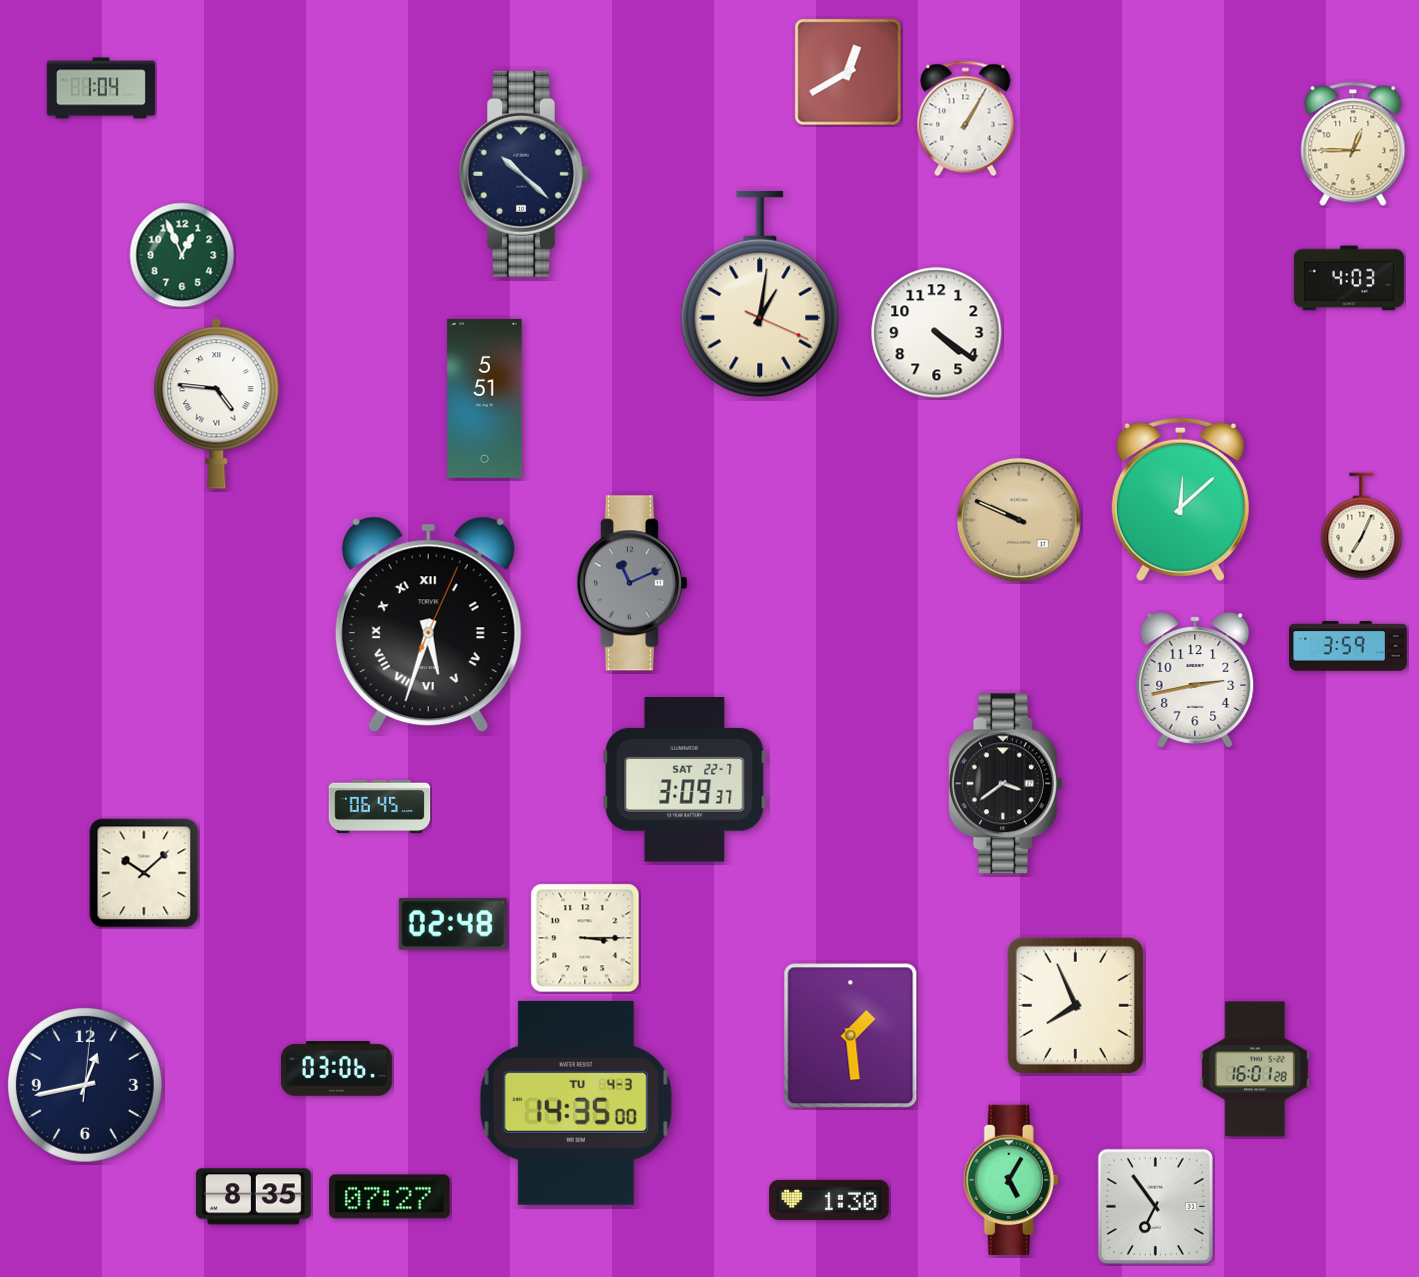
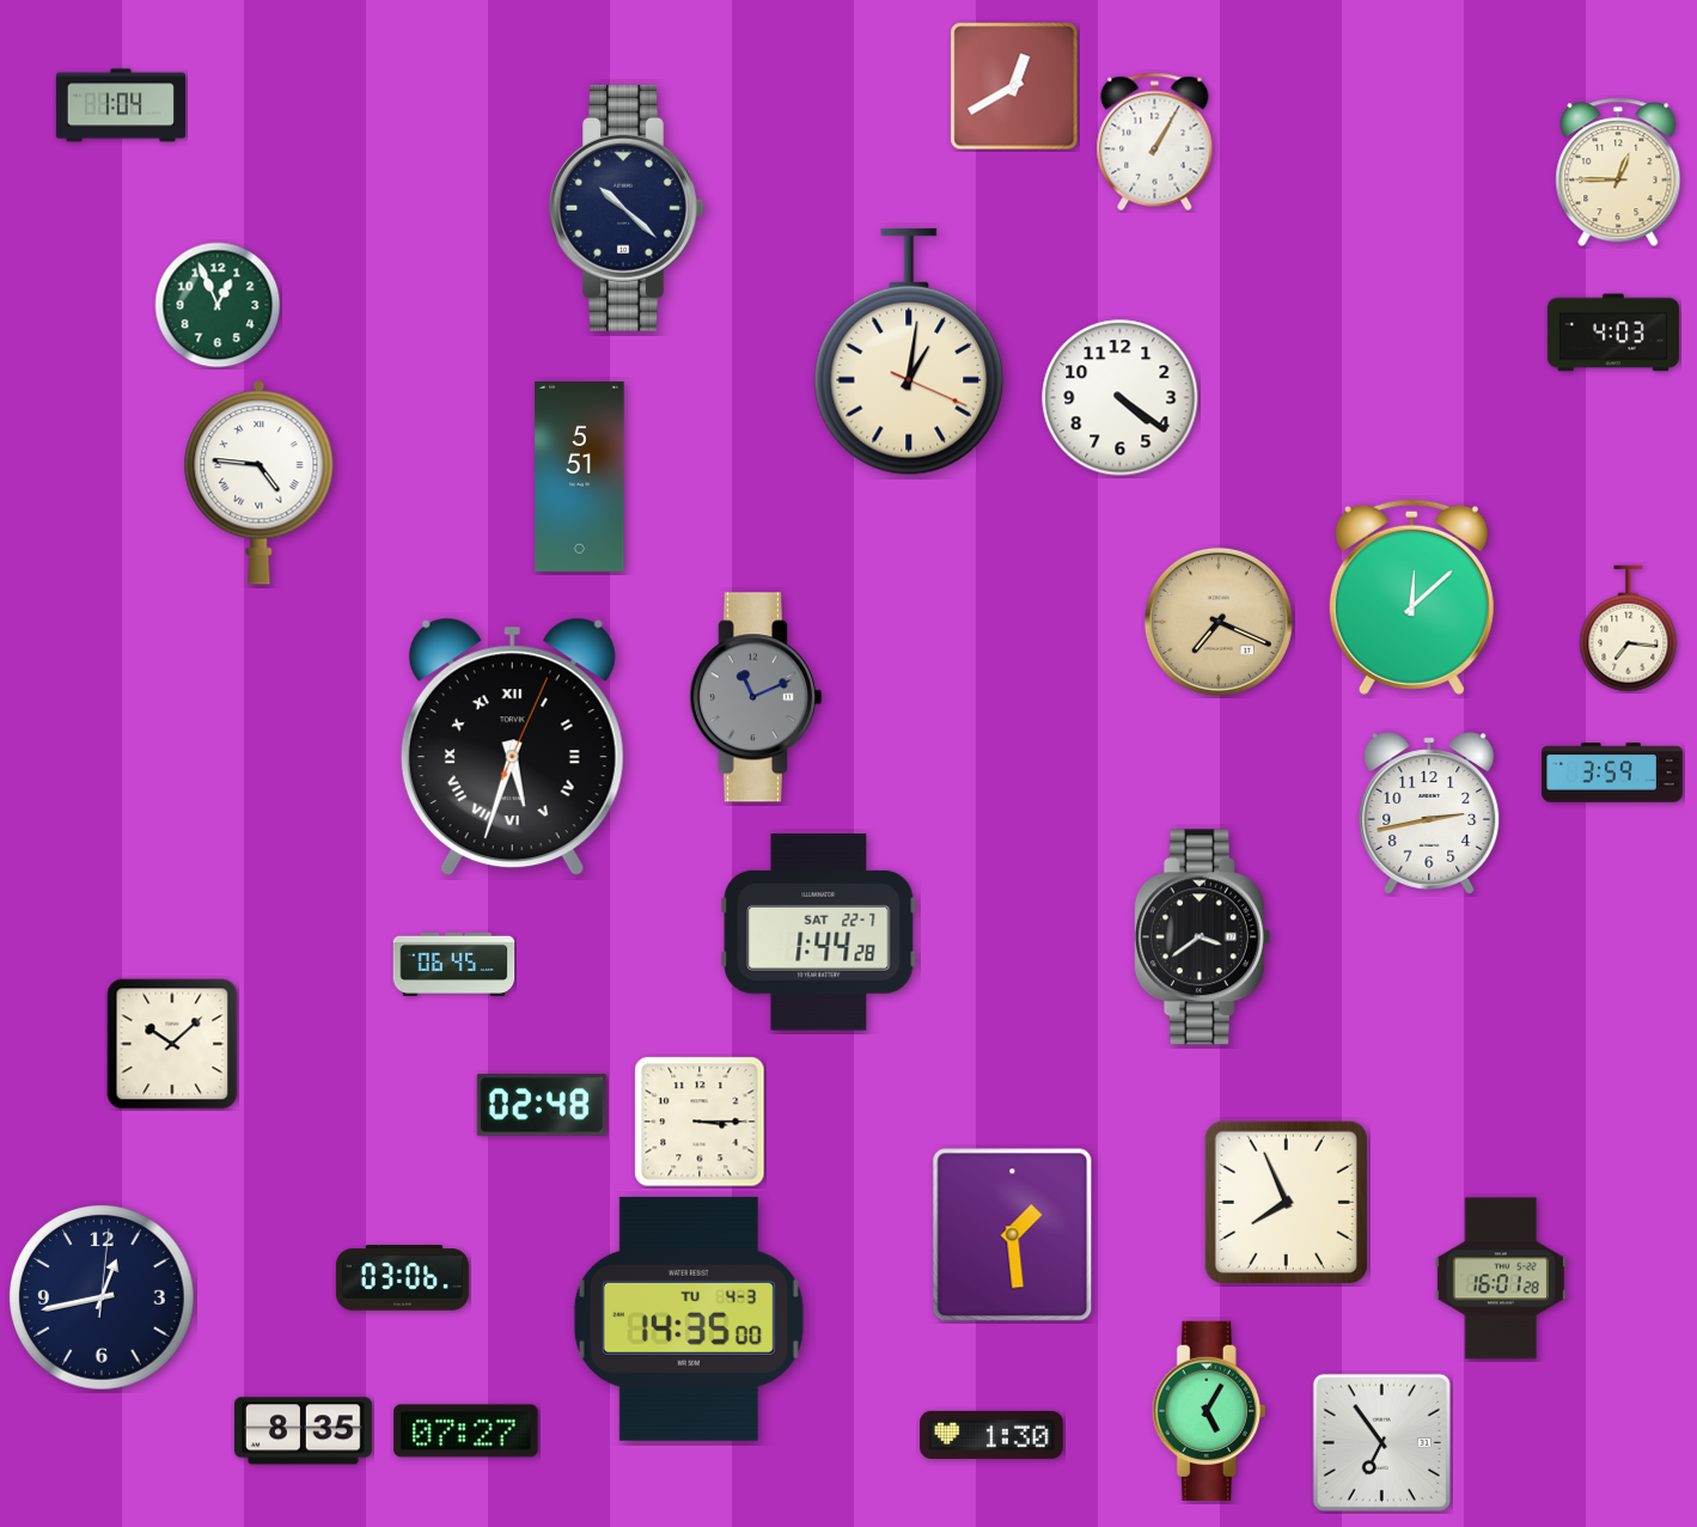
clock at (1019, 520): 9:49 -> 7:19
clock at (1362, 526): 7:04 -> 7:16
clock at (685, 780): 3:09 -> 1:44
clock at (851, 1036) position: (851, 1036) -> (1013, 1235)
